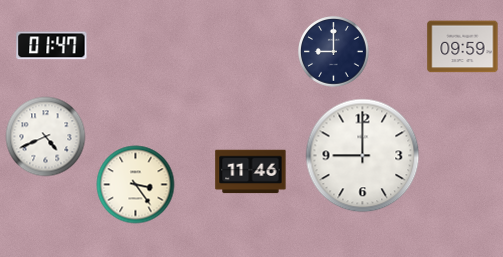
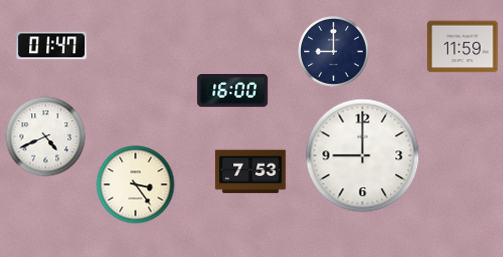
clock at (463, 47): 09:59 -> 11:59
clock at (233, 91): none -> 16:00
clock at (251, 172): 11:46 -> 7:53
